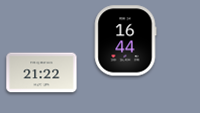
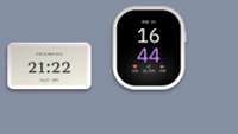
clock at (42, 73) position: (42, 73) -> (50, 66)
